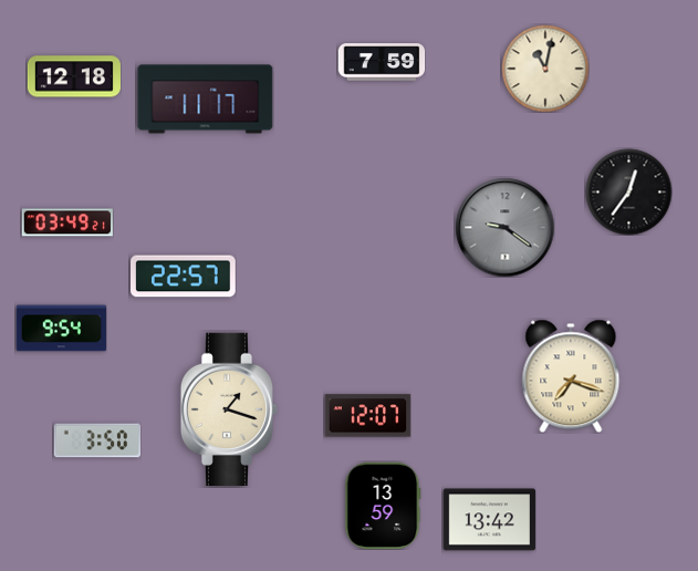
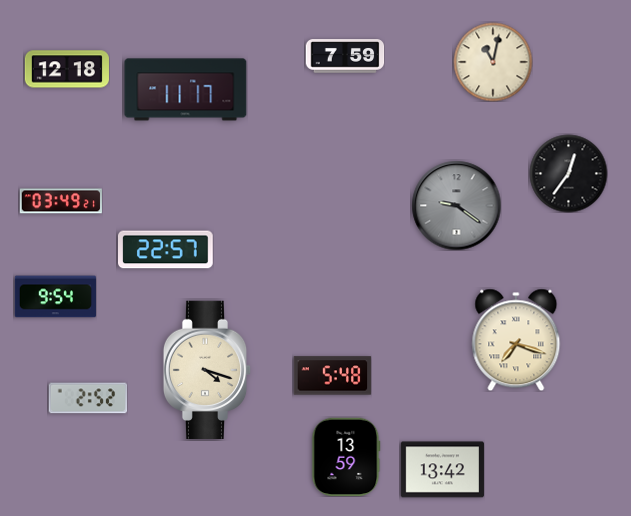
clock at (229, 408): 1:18 -> 4:18
clock at (367, 416): 12:07 -> 5:48
clock at (97, 440): 3:50 -> 2:52
